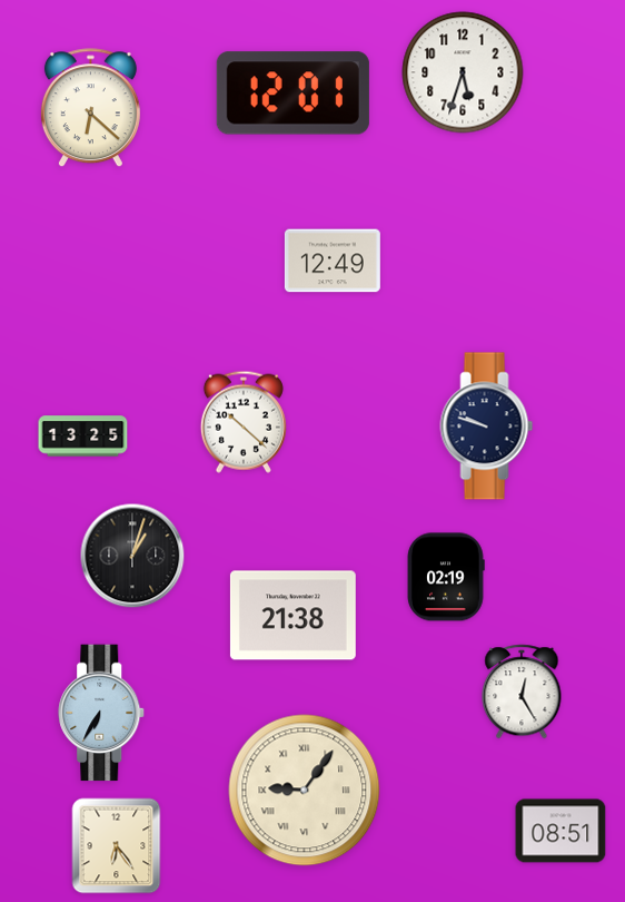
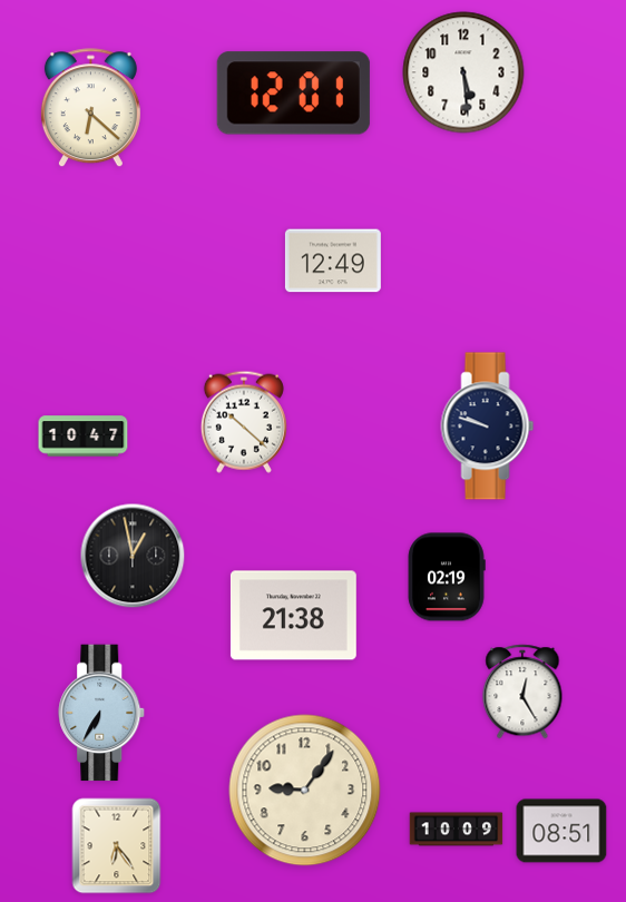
clock at (463, 72): 5:33 -> 5:29
clock at (83, 437): 13:25 -> 10:47
clock at (132, 556): 1:03 -> 12:58
clock at (305, 791) numerals: Roman -> Arabic
clock at (457, 830): none -> 10:09
